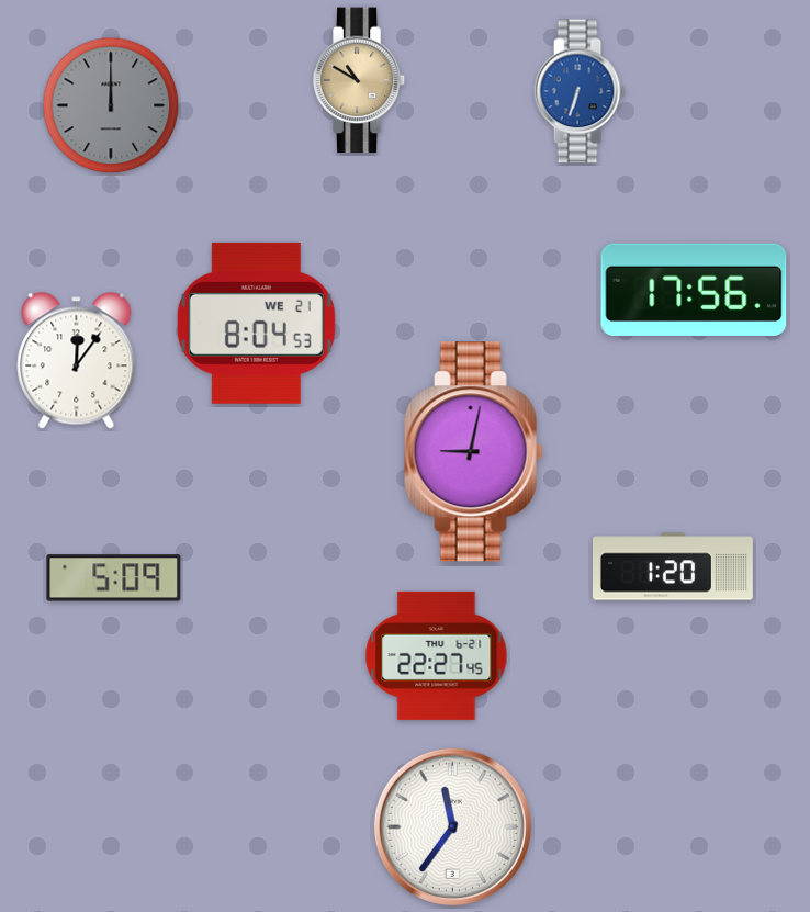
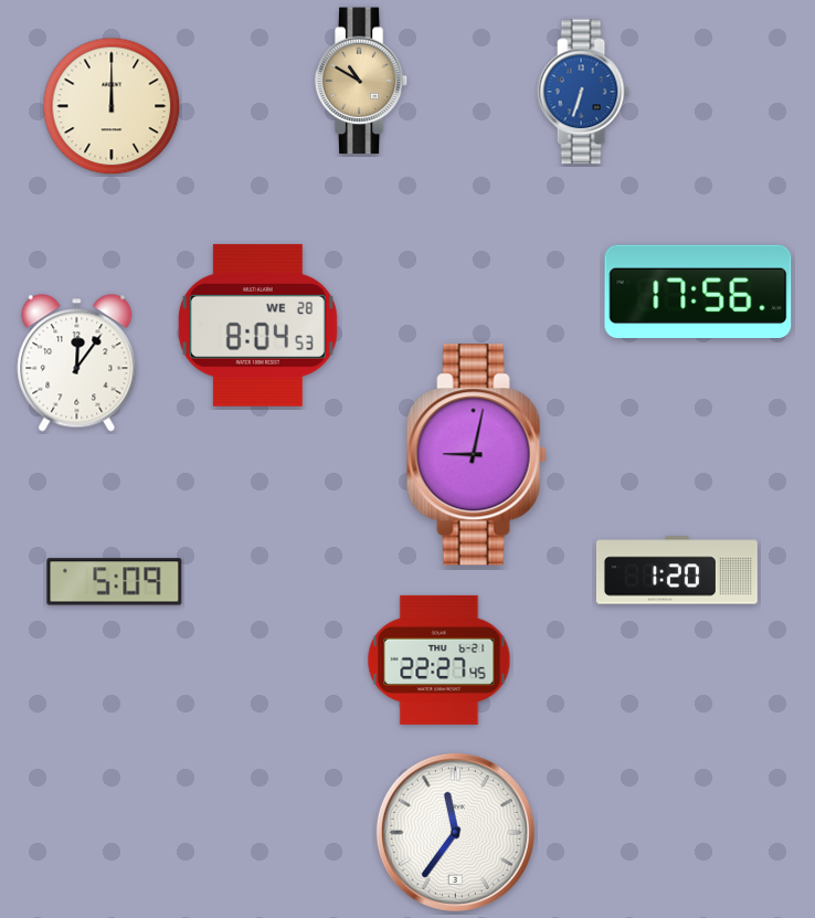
clock at (111, 105) dial: grey -> cream
clock at (256, 323) date: WE 21 -> WE 28
